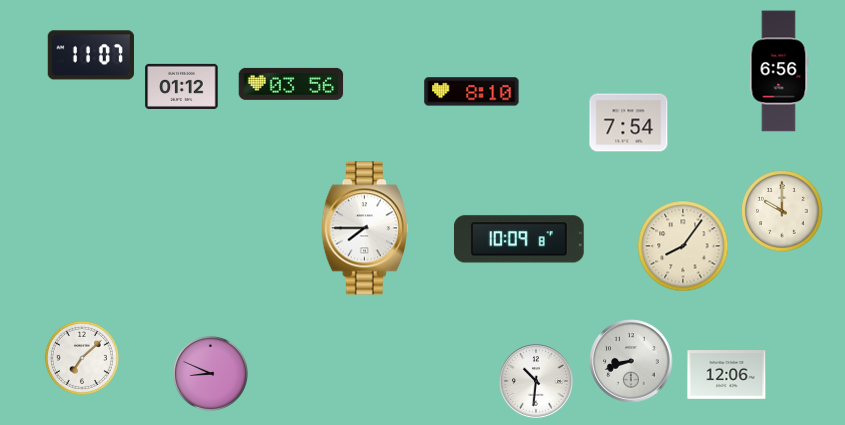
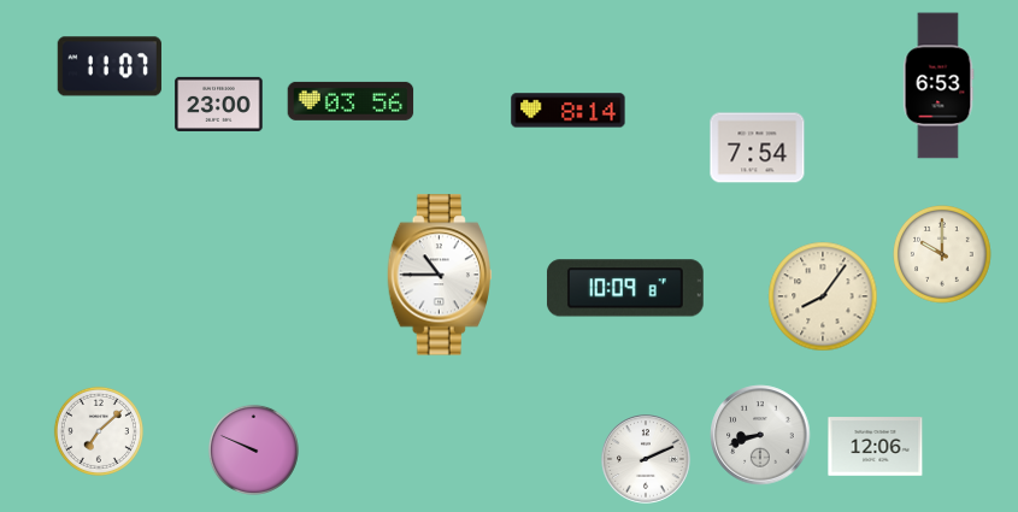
clock at (779, 71): 6:56 -> 6:53
clock at (182, 86): 01:12 -> 23:00
clock at (472, 92): 8:10 -> 8:14
clock at (365, 228): 7:45 -> 10:45
clock at (210, 373): 8:49 -> 9:49
clock at (727, 375) position: (727, 375) -> (876, 447)
clock at (536, 381): 10:31 -> 2:11
